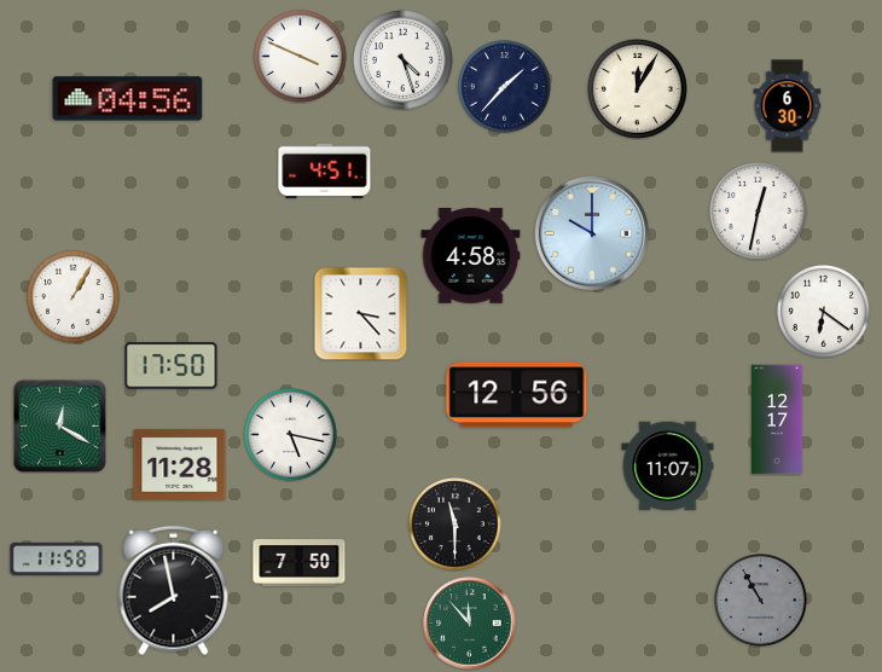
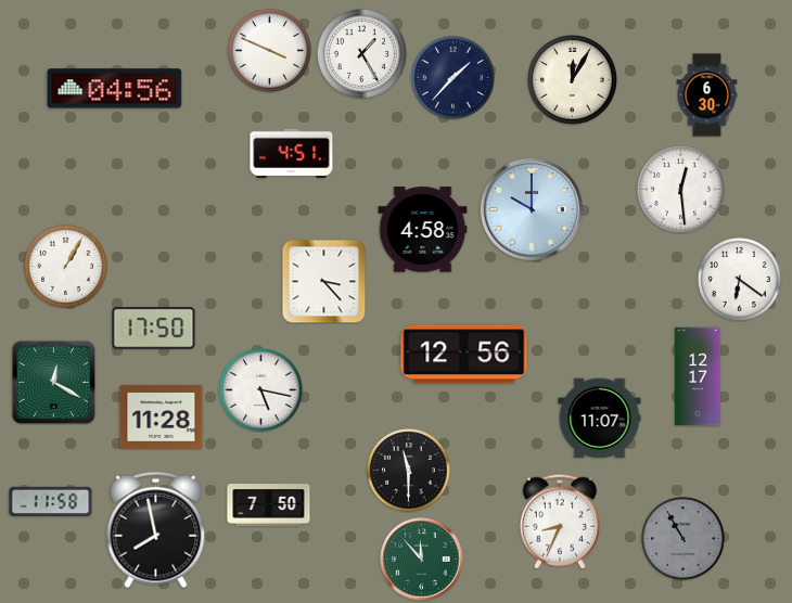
clock at (402, 59): 4:27 -> 1:25
clock at (758, 210): 12:32 -> 12:29
clock at (560, 522): none -> 8:34
